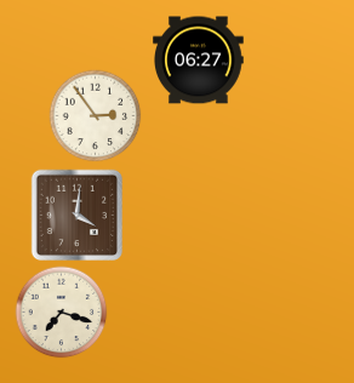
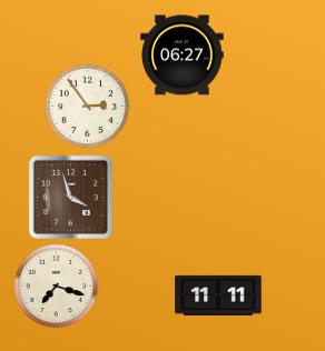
clock at (76, 215): 4:01 -> 3:57
clock at (218, 295): none -> 11:11
